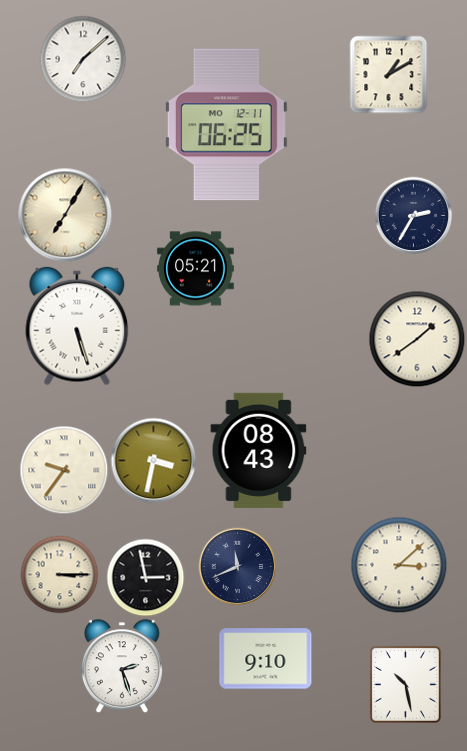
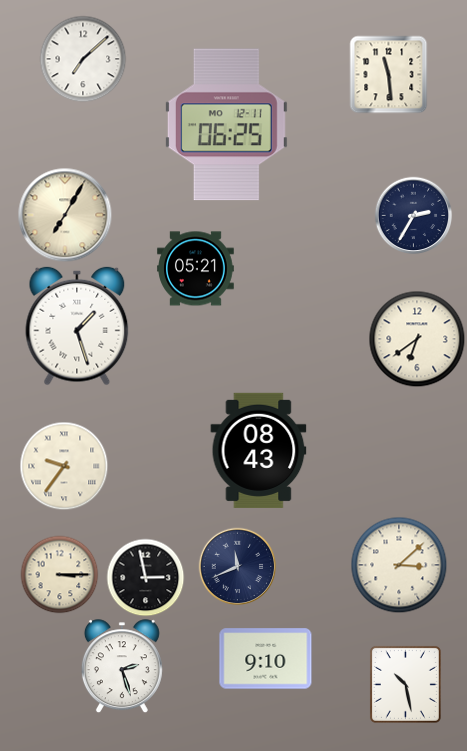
clock at (388, 74): 1:10 -> 11:29
clock at (77, 326): 5:27 -> 1:27
clock at (417, 339): 1:39 -> 6:39
clock at (153, 460): 3:32 -> none
clock at (64, 470) position: (64, 470) -> (64, 466)
